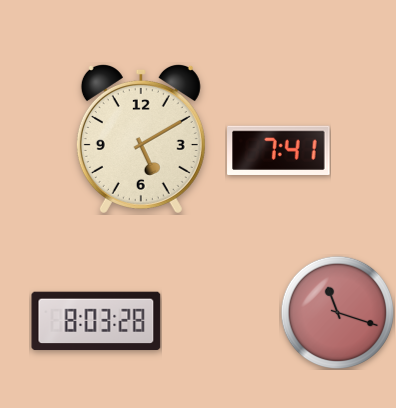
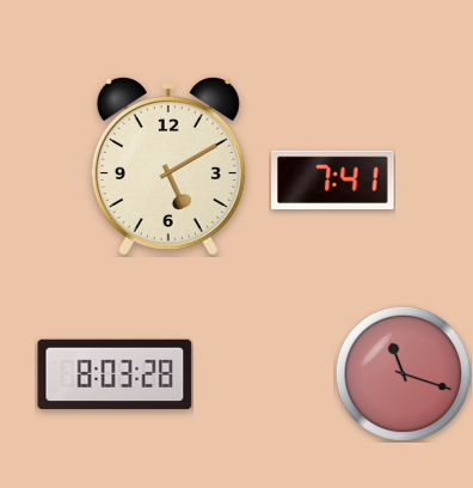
clock at (96, 321) position: (96, 321) -> (115, 374)
